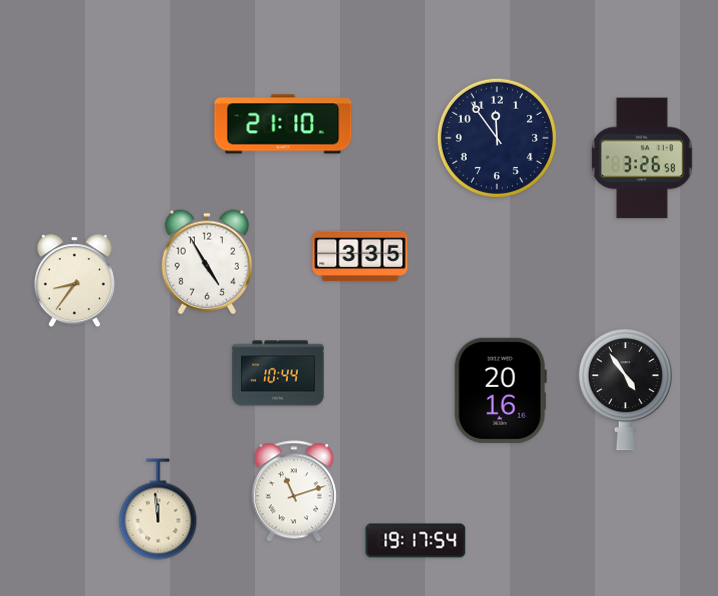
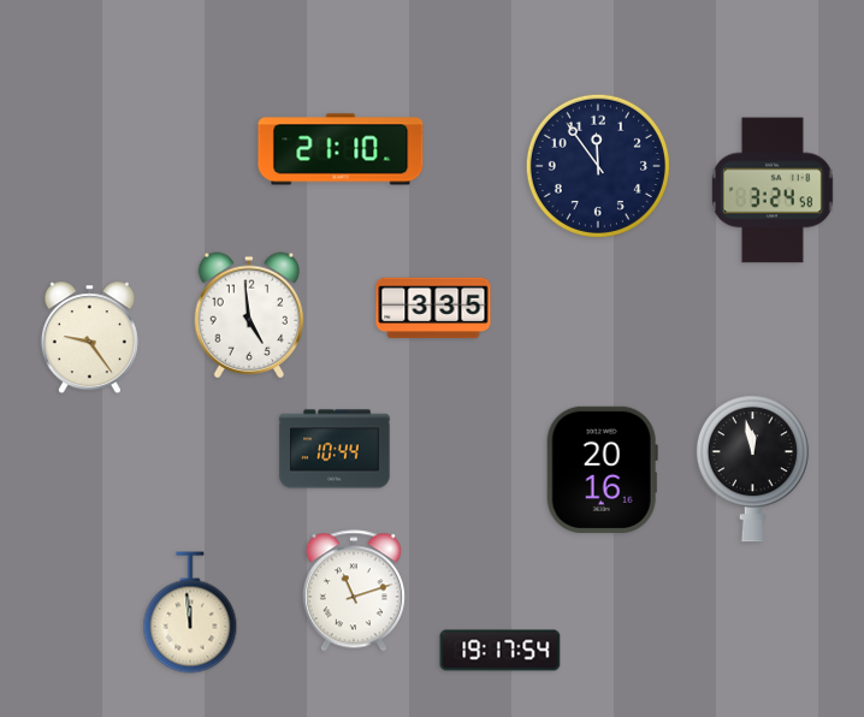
clock at (642, 158): 3:26 -> 3:24
clock at (207, 262): 4:55 -> 4:59
clock at (74, 281): 8:36 -> 9:24
clock at (625, 390): 4:54 -> 11:58
